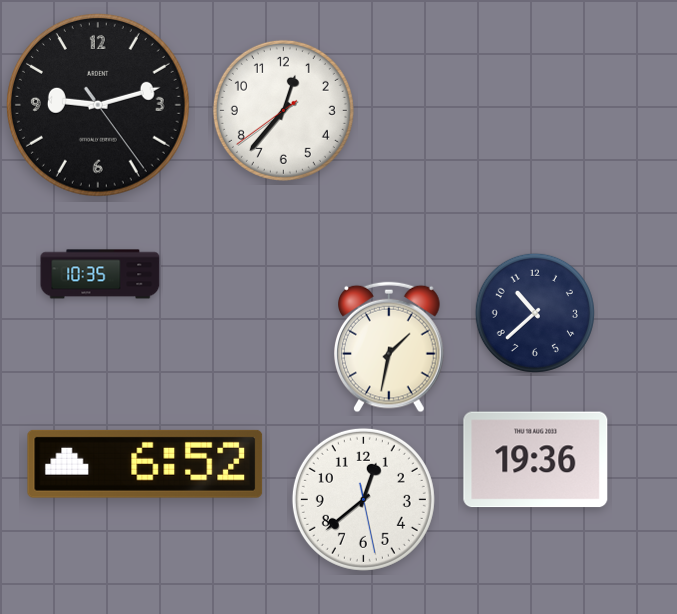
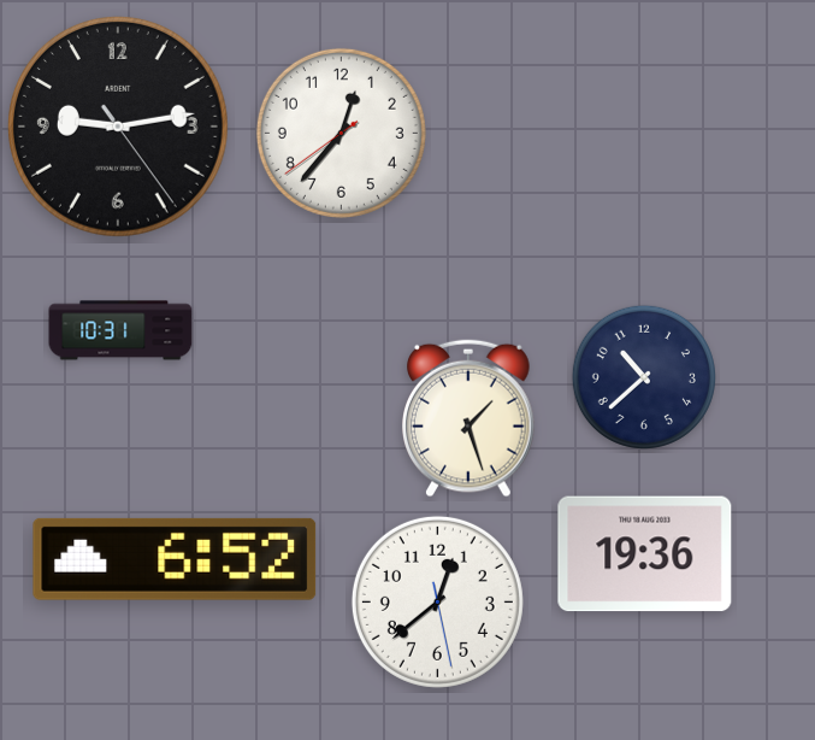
clock at (98, 105): 9:12 -> 9:13
clock at (100, 274): 10:35 -> 10:31
clock at (390, 347): 1:32 -> 1:27
